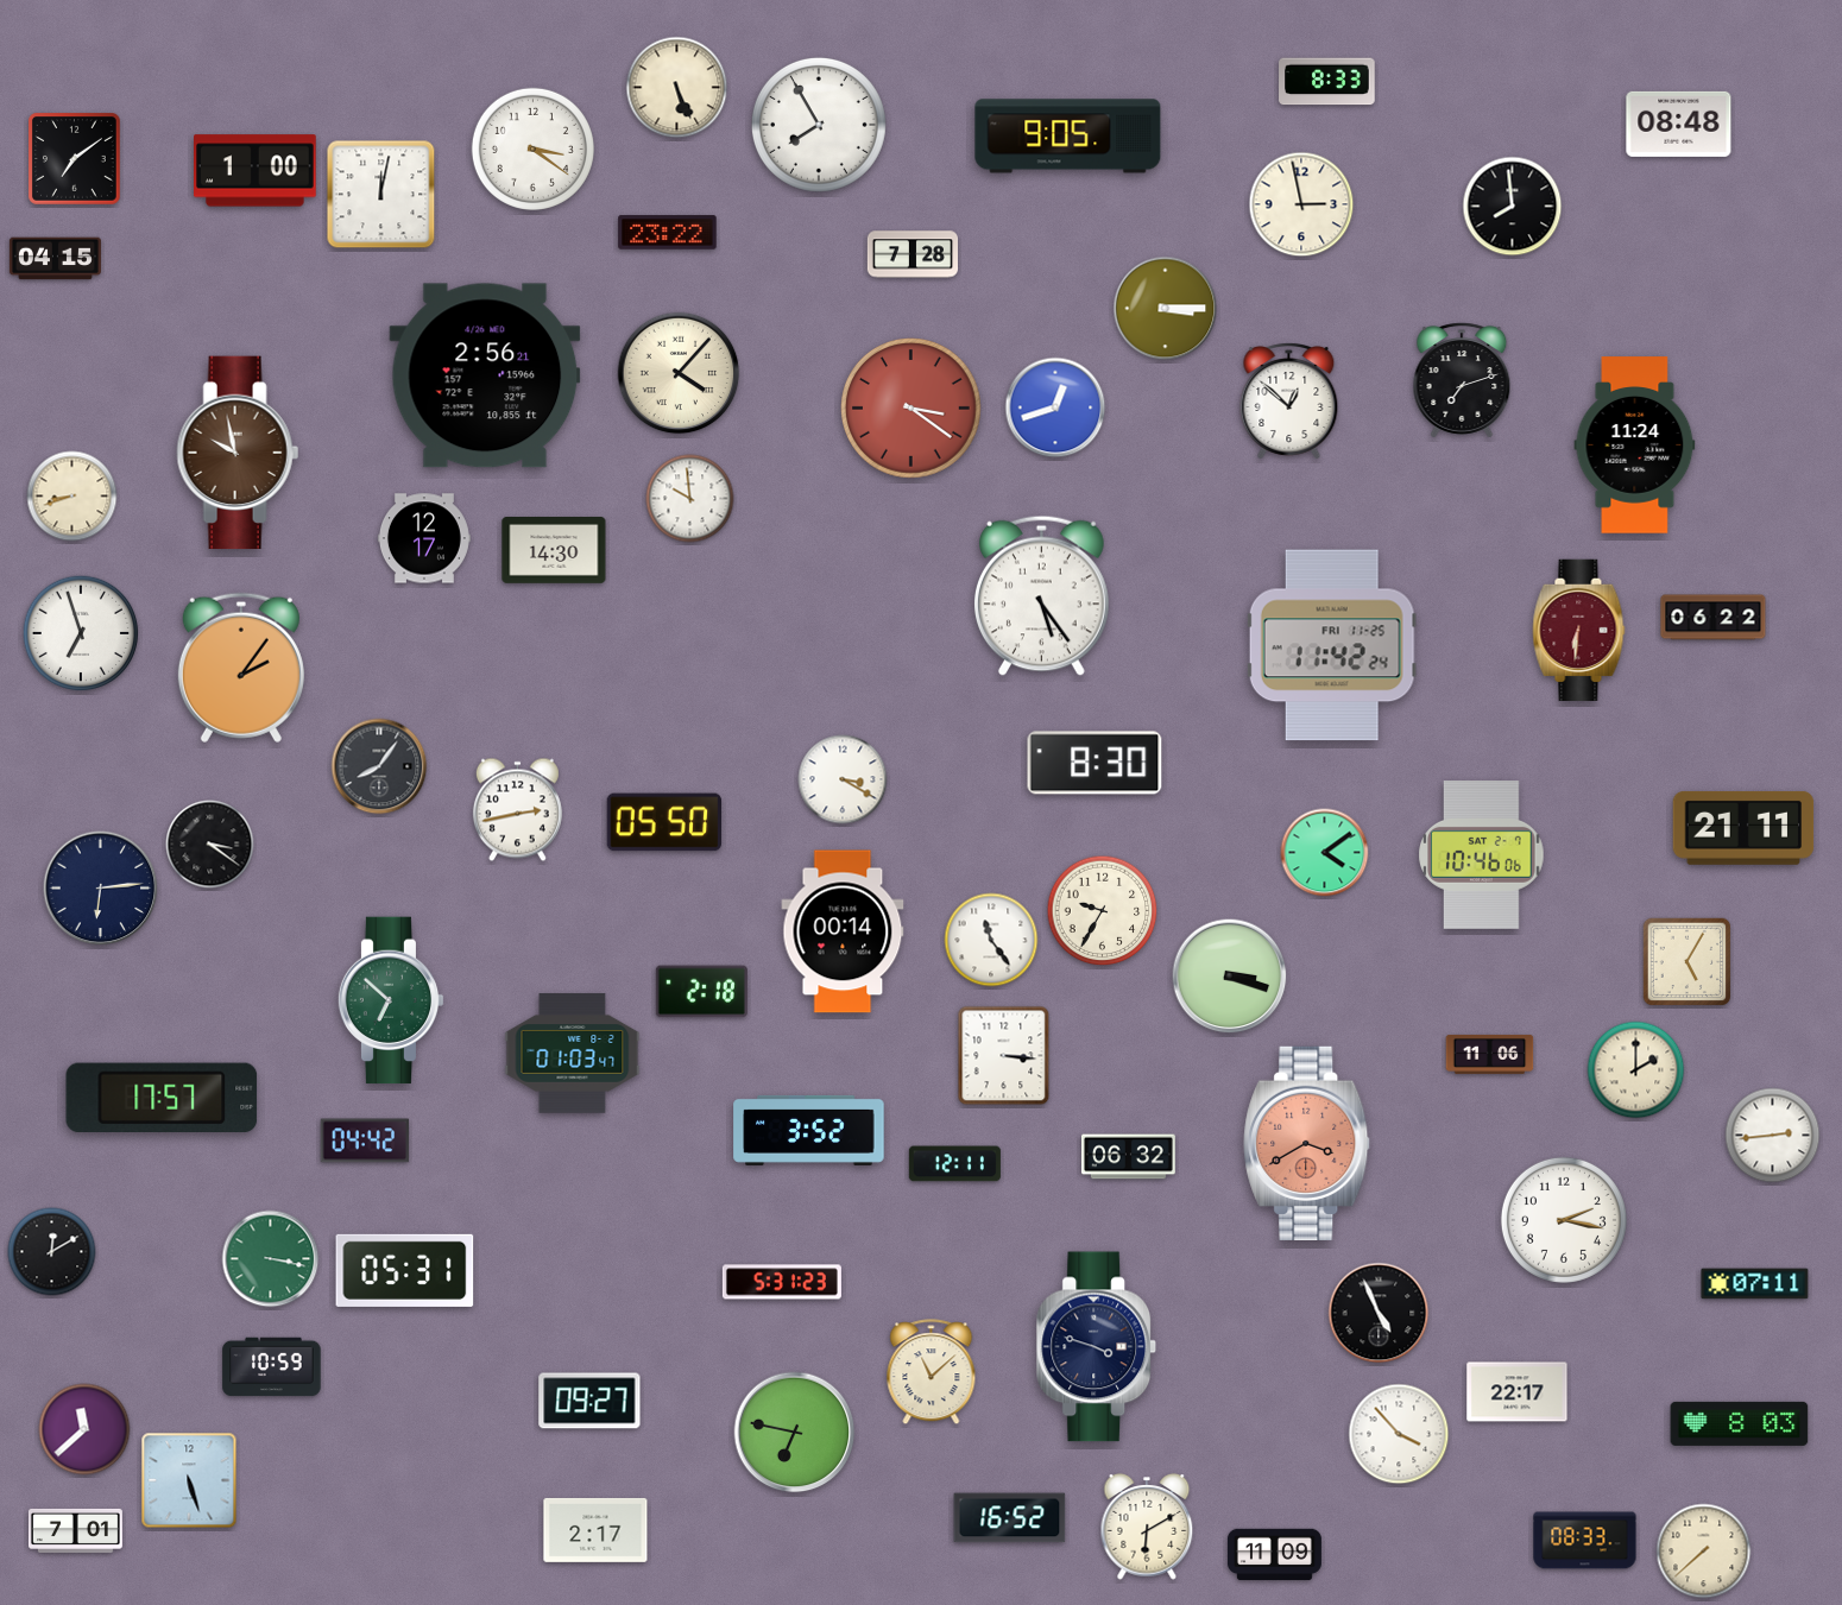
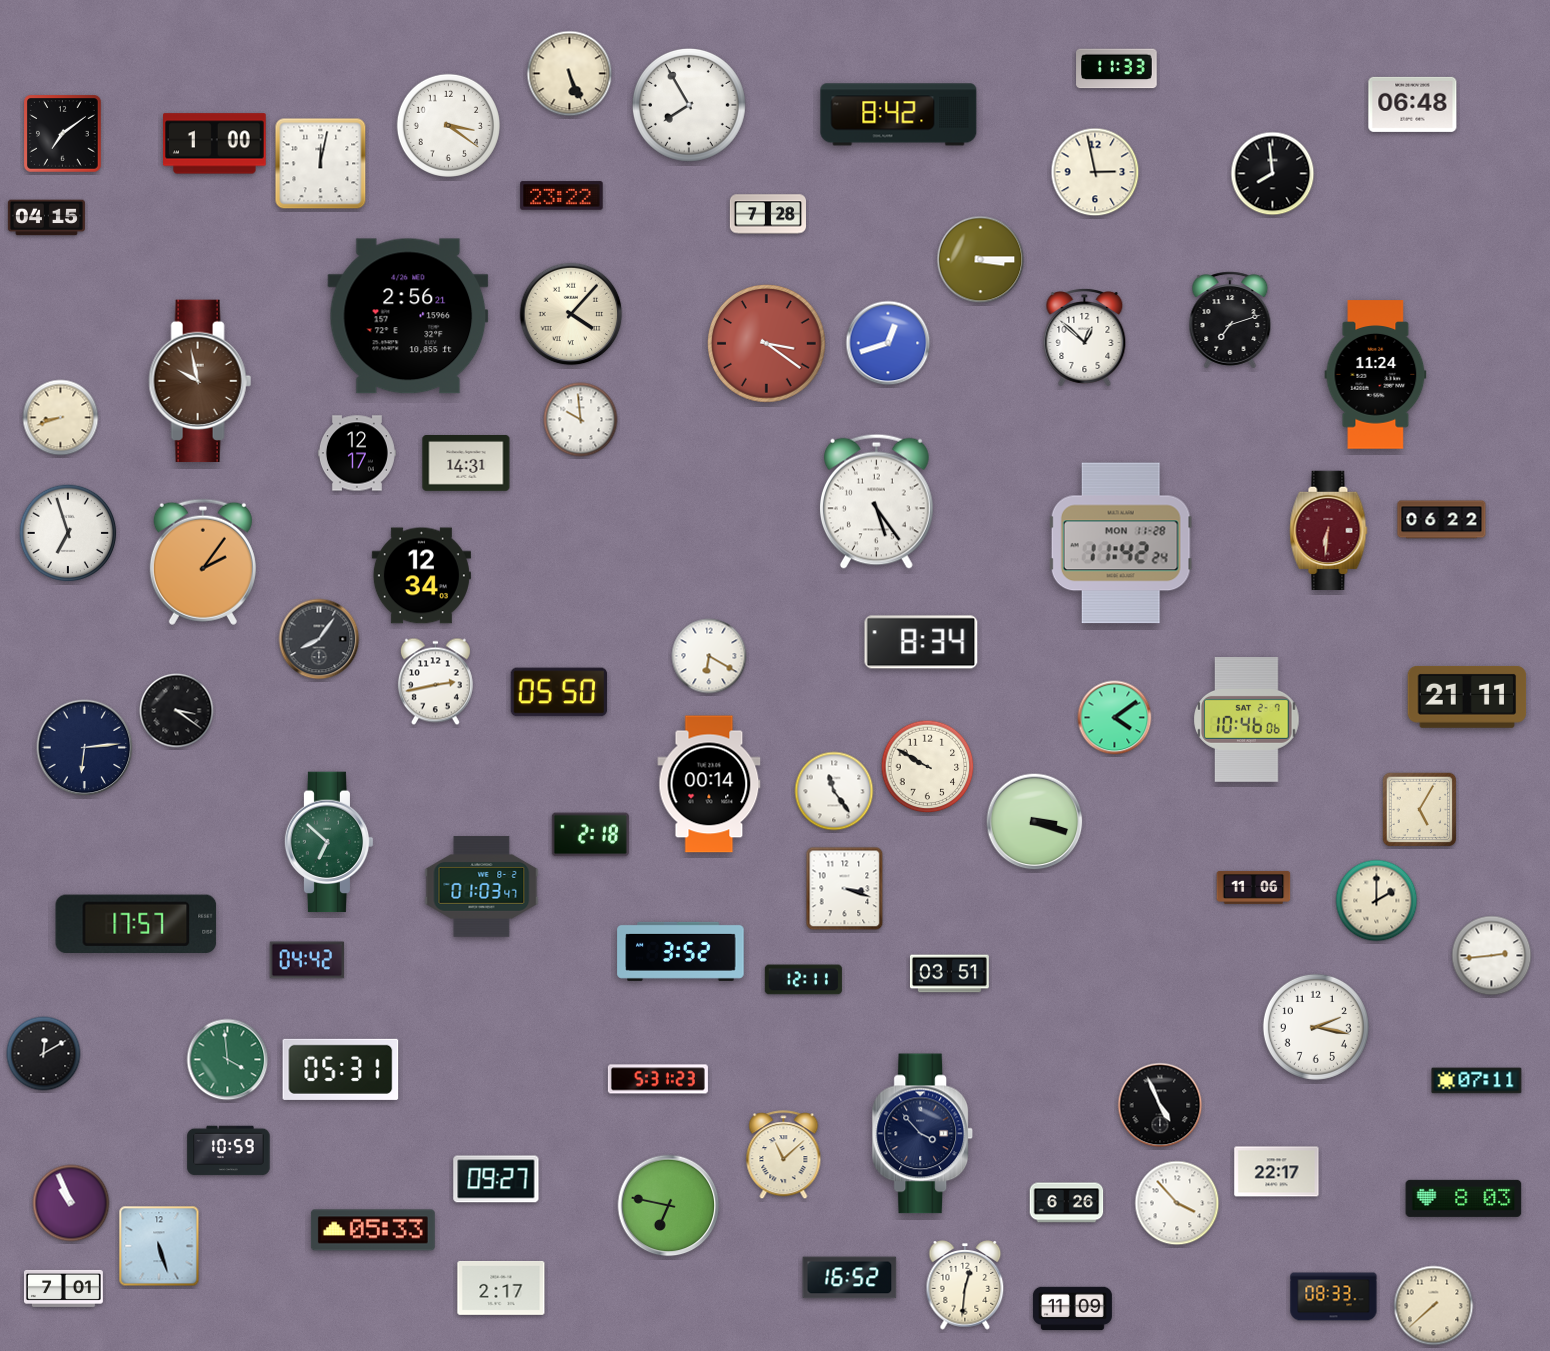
clock at (1327, 82): 8:33 -> 11:33
clock at (1679, 124): 08:48 -> 06:48
clock at (1068, 137): 9:05 -> 8:42
clock at (554, 551): 14:30 -> 14:31
clock at (1332, 645) date: FRI 11-25 -> MON 11-28
clock at (421, 576): none -> 12:34
clock at (1095, 763): 8:30 -> 8:34
clock at (379, 766) position: (379, 766) -> (319, 639)
clock at (843, 779): 3:20 -> 6:20
clock at (1103, 911): 9:35 -> 9:50
clock at (1004, 1056): 3:16 -> 3:18
clock at (1307, 1143): 3:40 -> none
clock at (1128, 1157): 06:32 -> 03:51
clock at (271, 1259): 3:17 -> 3:59
clock at (1097, 1347): 3:48 -> 3:53
clock at (84, 1429): 11:38 -> 10:56
clock at (1067, 1203): none -> 6:26
clock at (1399, 1434) position: (1399, 1434) -> (1177, 1203)
clock at (373, 1230): none -> 05:33
clock at (1147, 1527): 6:10 -> 12:31
